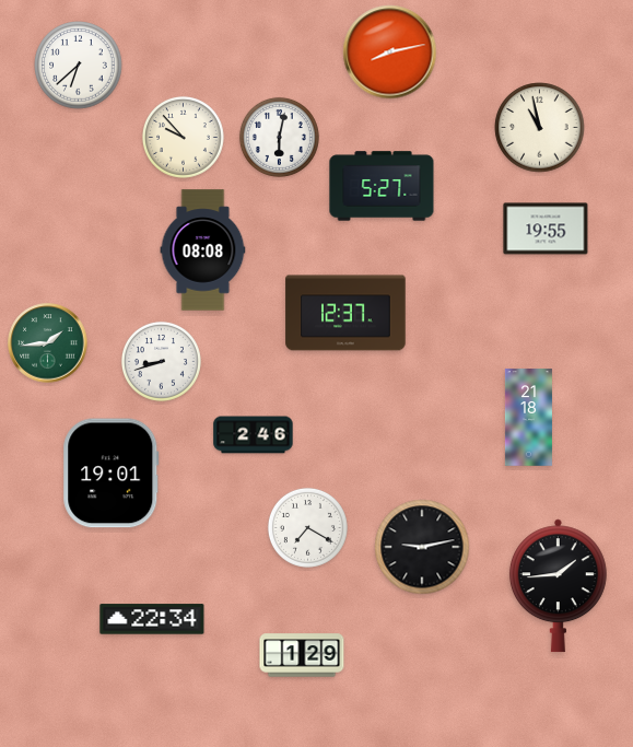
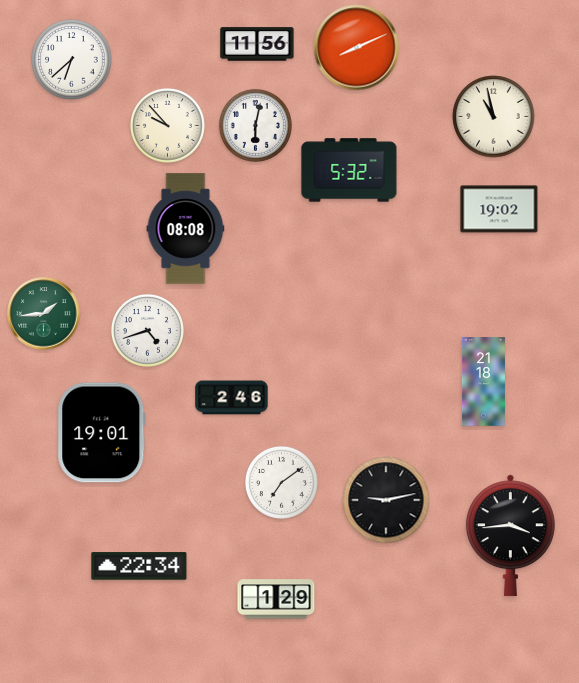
clock at (257, 44): none -> 11:56
clock at (390, 52): 8:13 -> 8:11
clock at (382, 186): 5:27 -> 5:32
clock at (546, 229): 19:55 -> 19:02
clock at (345, 313): 12:37 -> none
clock at (161, 361): 8:42 -> 4:42
clock at (307, 527): 7:20 -> 7:09
clock at (558, 586): 1:44 -> 3:44
